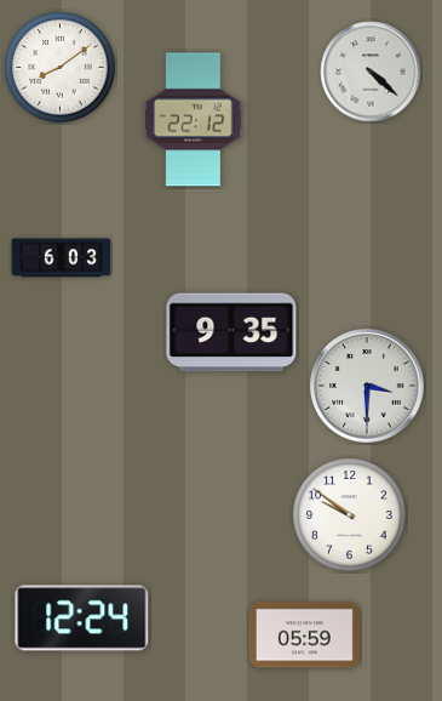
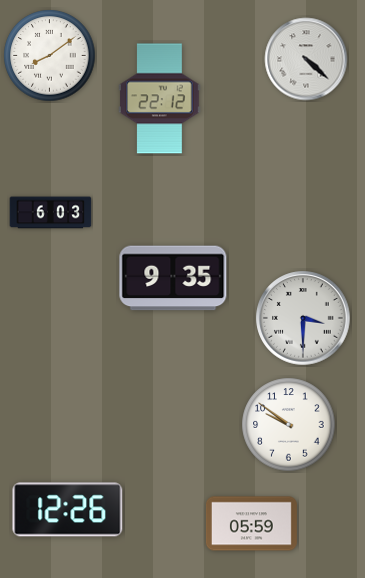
clock at (231, 332) position: (231, 332) -> (173, 278)
clock at (82, 619): 12:24 -> 12:26
